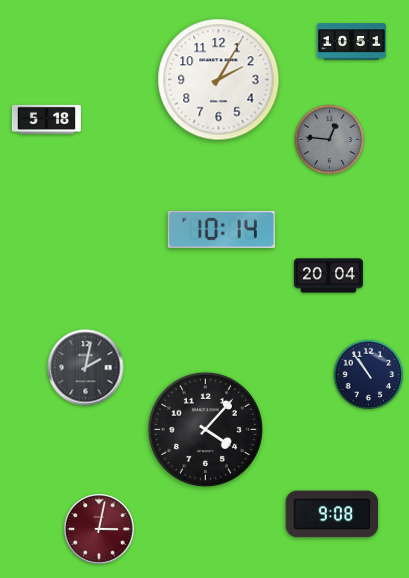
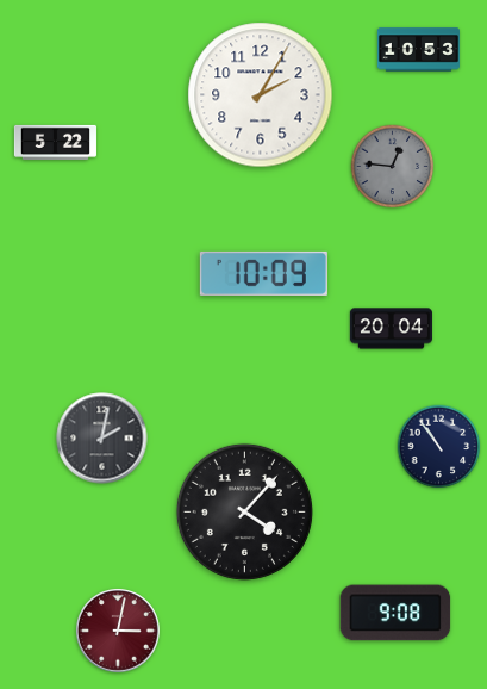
clock at (351, 42): 10:51 -> 10:53
clock at (46, 119): 5:18 -> 5:22
clock at (221, 229): 10:14 -> 10:09
